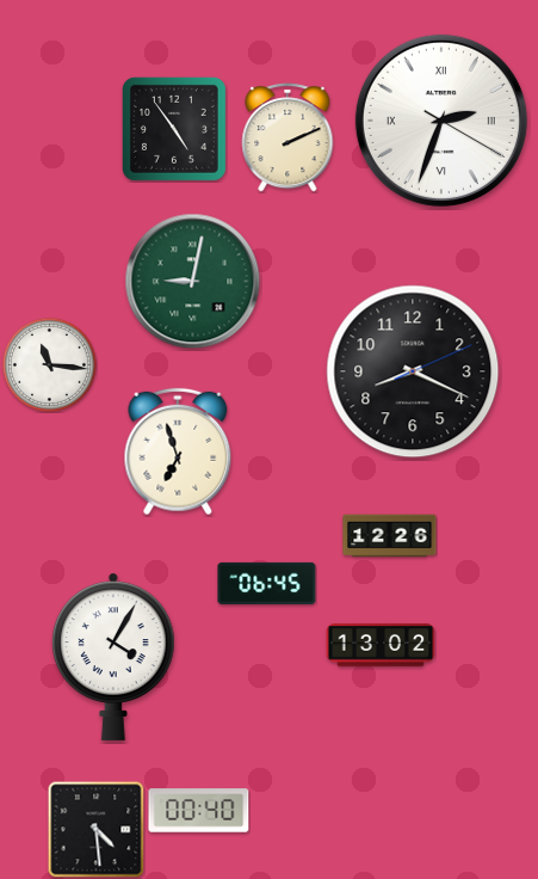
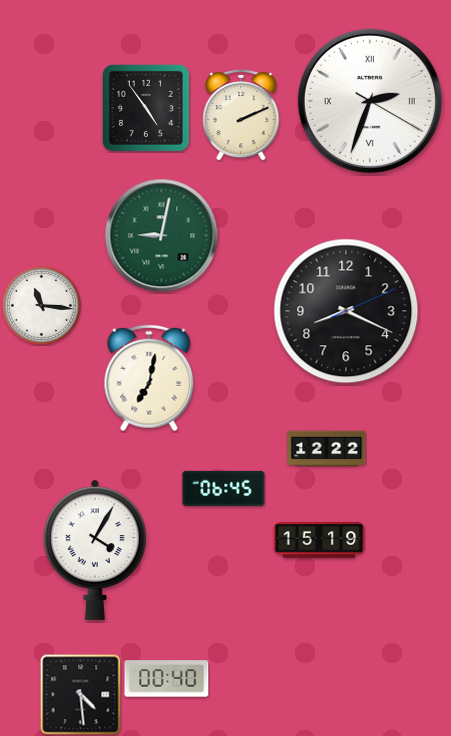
clock at (178, 451): 6:57 -> 7:02
clock at (390, 536): 12:26 -> 12:22
clock at (381, 645): 13:02 -> 15:19
